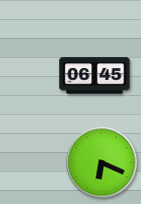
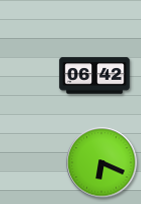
clock at (95, 76): 06:45 -> 06:42
